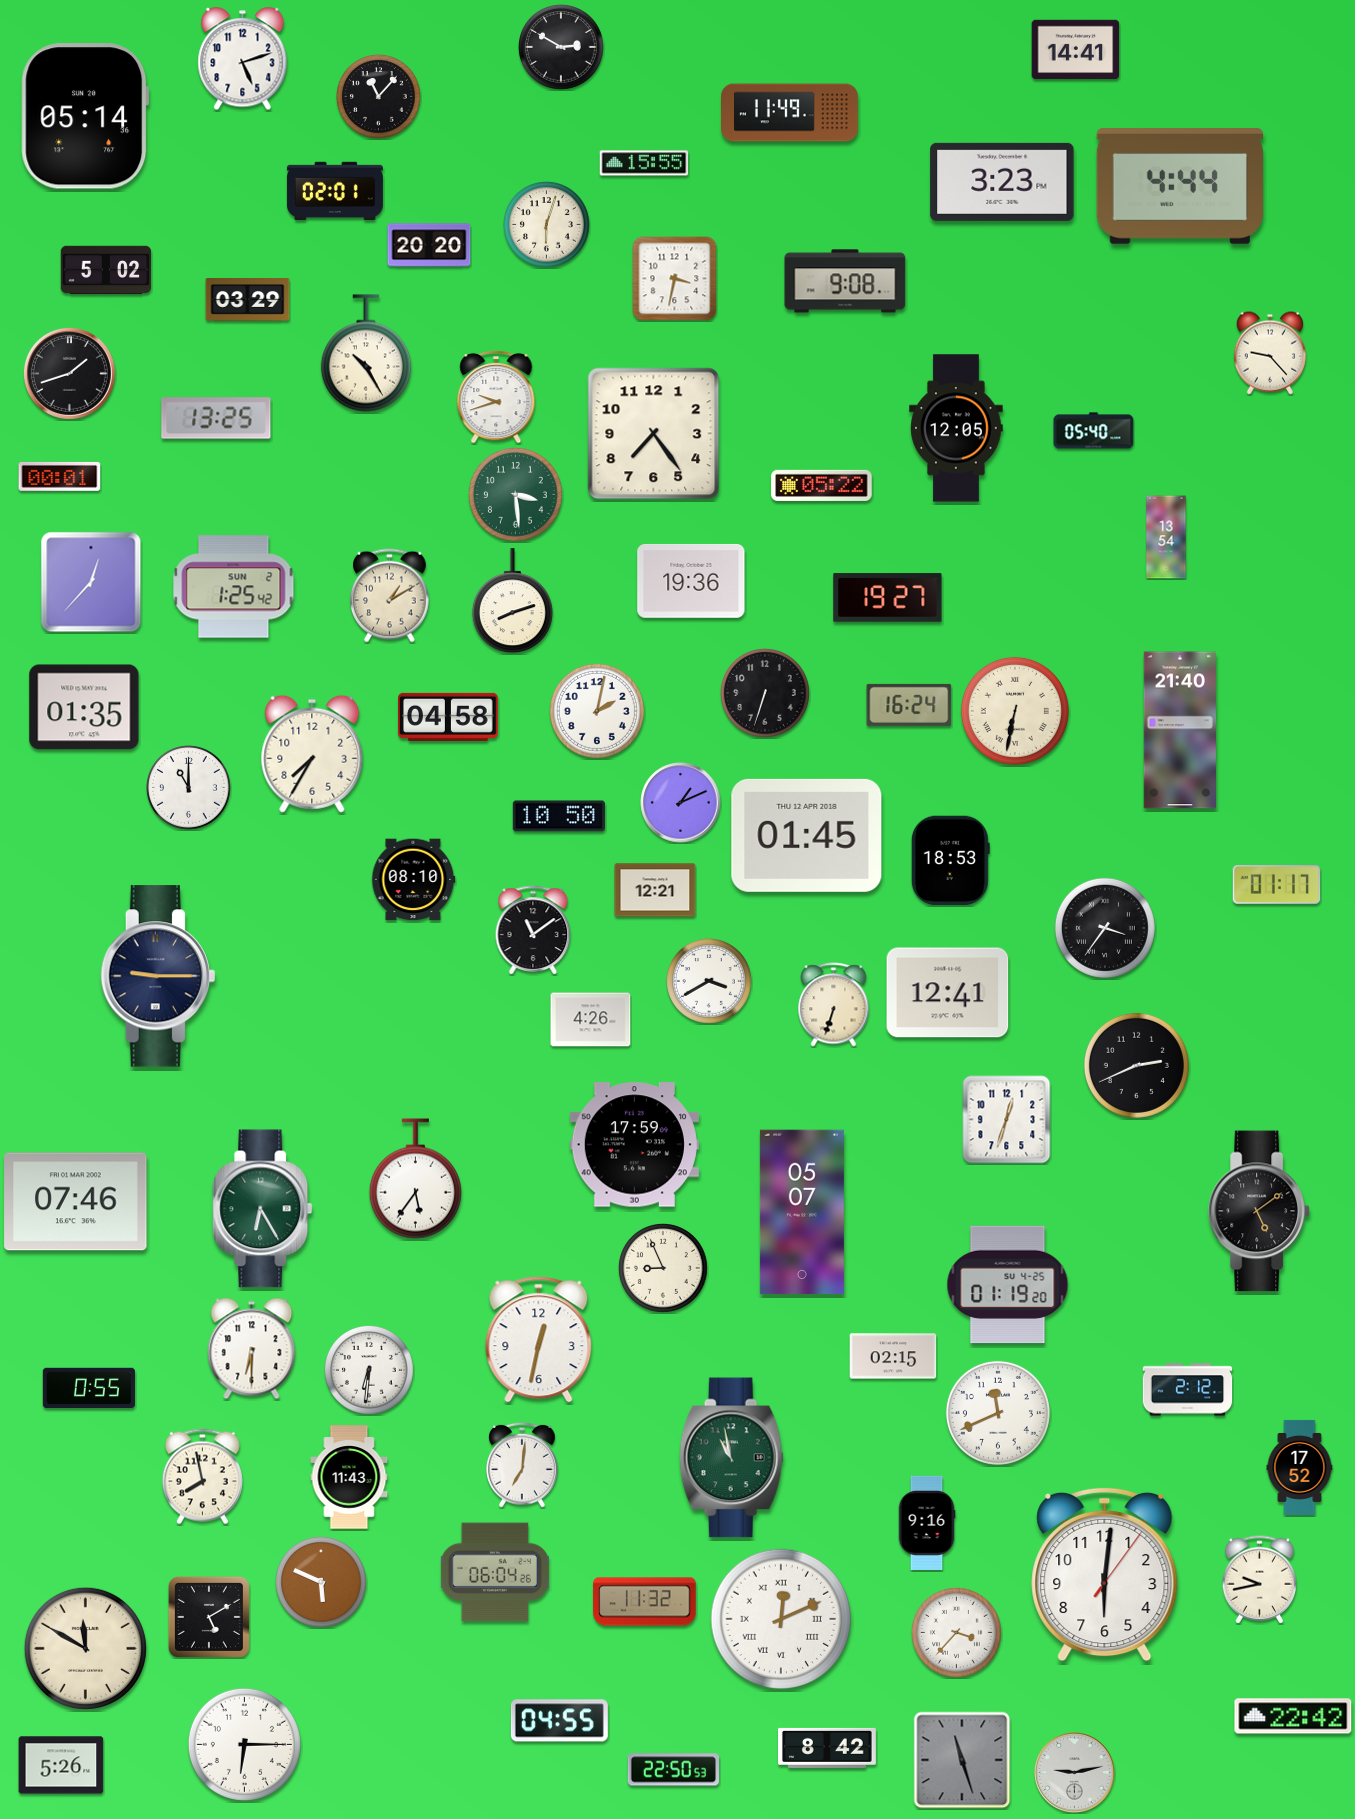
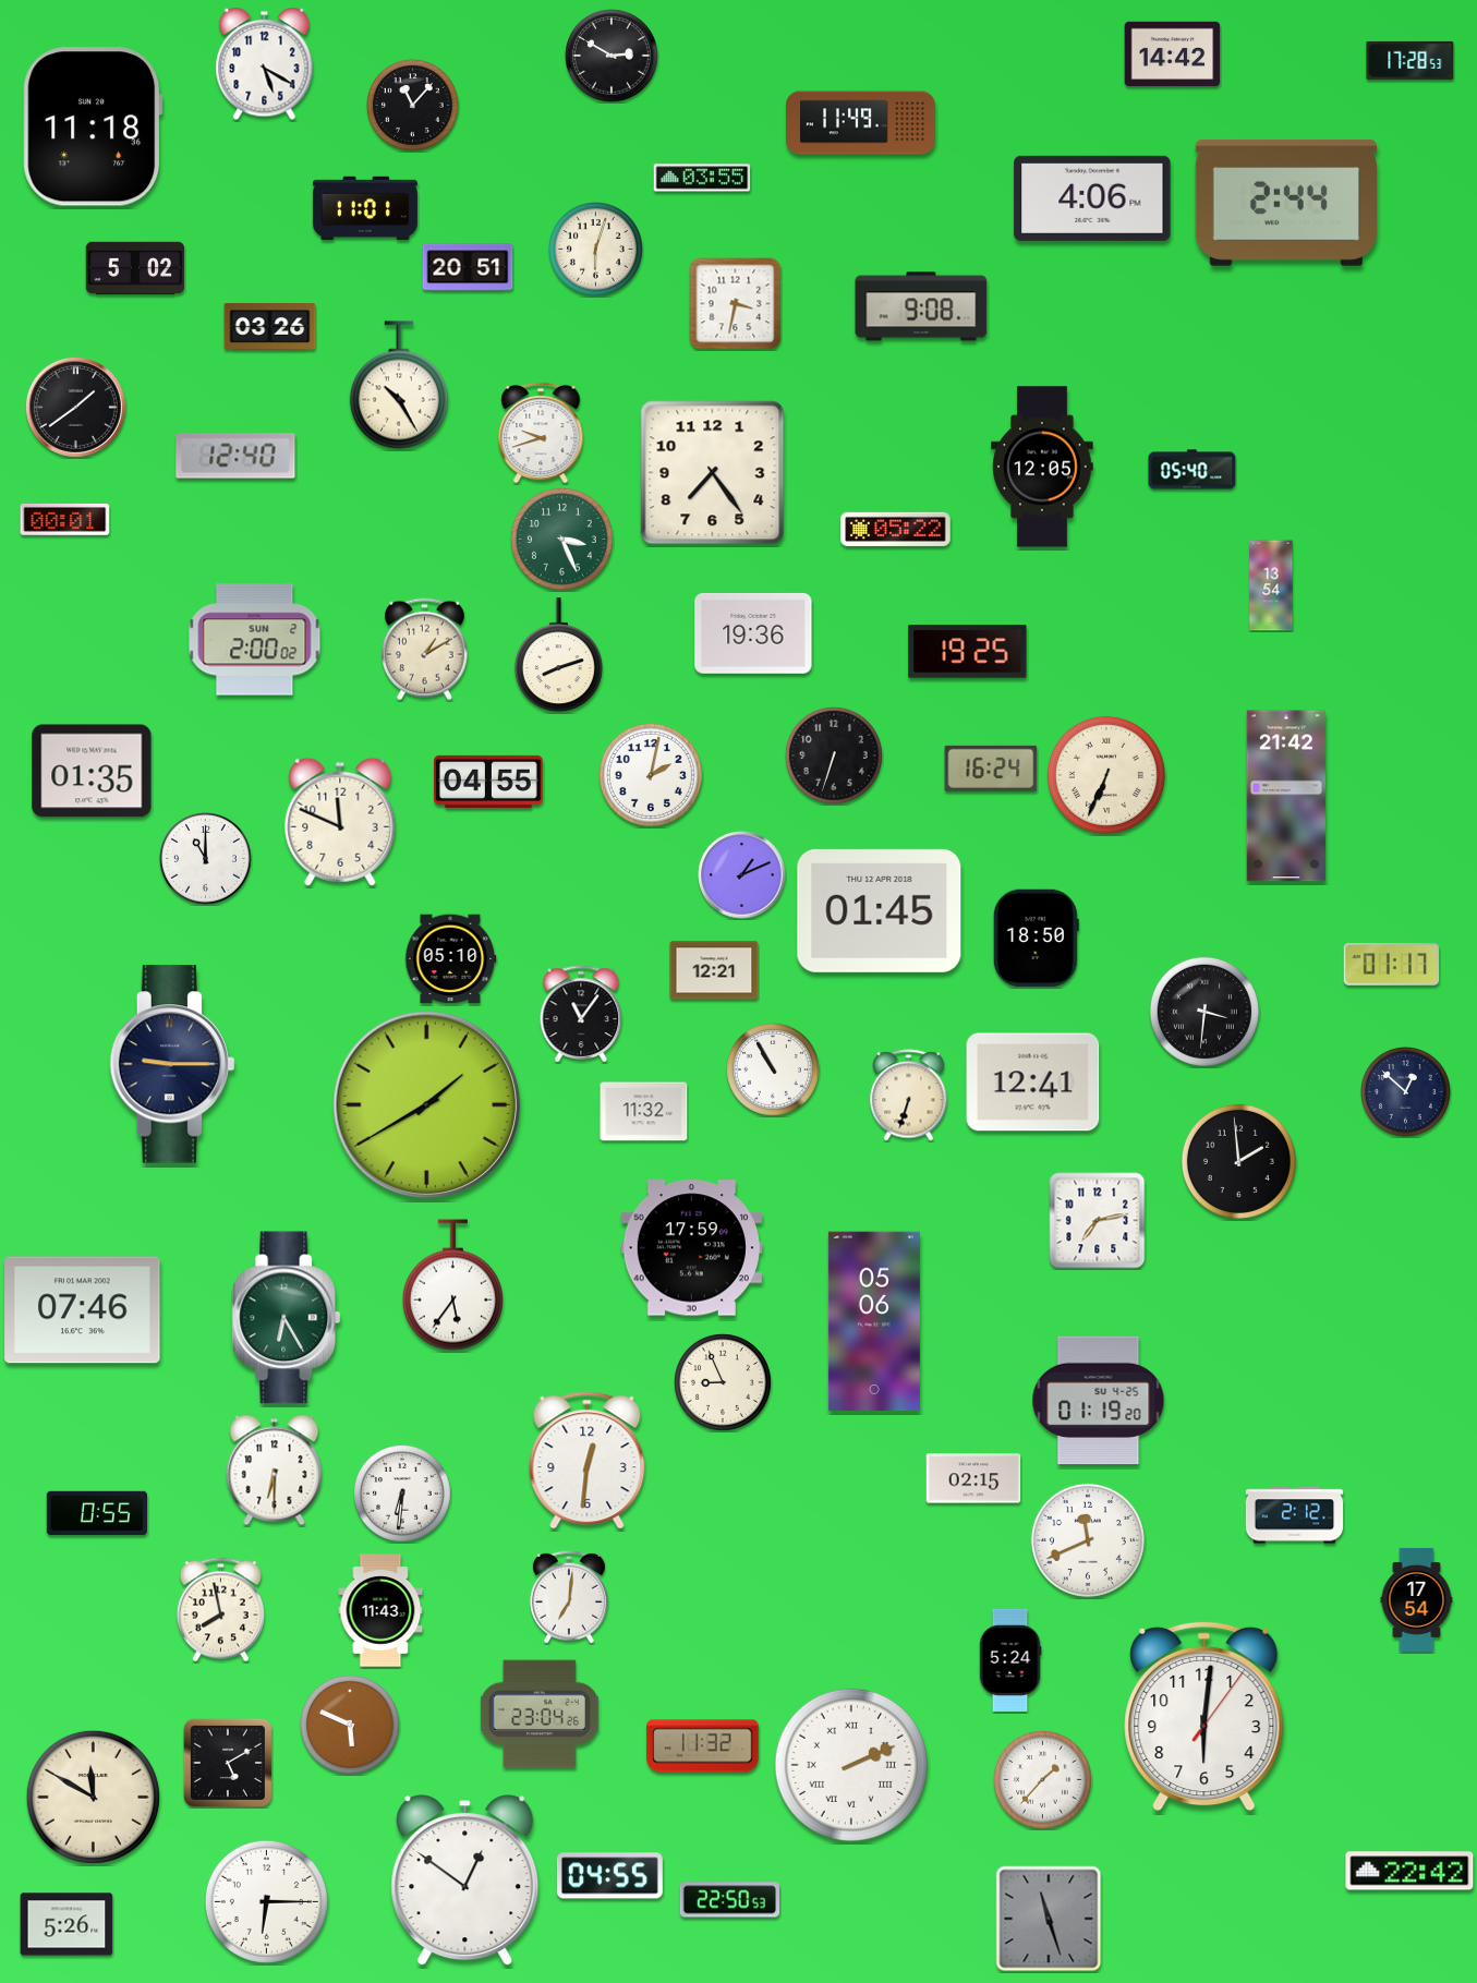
clock at (562, 48) position: (562, 48) -> (613, 57)
clock at (1076, 50): 14:41 -> 14:42
clock at (1411, 60): none -> 17:28
clock at (243, 59): 5:12 -> 5:20
clock at (85, 116): 05:14 -> 11:18
clock at (644, 163): 15:55 -> 03:55
clock at (1002, 182): 3:23 -> 4:06
clock at (1179, 186): 4:44 -> 2:44
clock at (335, 190): 02:01 -> 11:01
clock at (547, 225) position: (547, 225) -> (596, 250)
clock at (429, 245): 20:20 -> 20:51
clock at (106, 270) position: (106, 270) -> (135, 268)
clock at (248, 300): 03:29 -> 03:26
clock at (1270, 353): 9:23 -> none
clock at (69, 373): 1:42 -> 1:39
clock at (216, 418): 13:25 -> 12:40
clock at (515, 494): 3:29 -> 3:26
clock at (91, 582): 12:37 -> none
clock at (234, 587): 1:25 -> 2:00
clock at (888, 598): 19:27 -> 19:25
clock at (1015, 711): 6:32 -> 6:34
clock at (448, 717): 04:58 -> 04:55
clock at (1179, 730): 21:40 -> 21:42
clock at (312, 754): 7:35 -> 11:49
clock at (559, 816): 10:50 -> none
clock at (950, 861): 18:53 -> 18:50
clock at (413, 880): 08:10 -> 05:10
clock at (1105, 928): 3:36 -> 3:31
clock at (533, 930): 11:09 -> 11:06
clock at (710, 982): 3:40 -> 10:55
clock at (1406, 1092): none -> 12:52
clock at (427, 1105): none -> 1:40
clock at (591, 1020): 4:26 -> 11:32
clock at (1136, 1065): 2:41 -> 1:59
clock at (1007, 1120): 12:33 -> 7:13
clock at (1259, 1211): 5:09 -> none
clock at (802, 1212): 05:07 -> 05:06
clock at (539, 1340): 12:32 -> 12:31
clock at (731, 1458): 10:58 -> none
clock at (1300, 1467): 17:52 -> 17:54
clock at (927, 1523): 9:16 -> 5:24
clock at (495, 1572): 06:04 -> 23:04
clock at (1259, 1580): 9:43 -> none
clock at (781, 1619): 12:11 -> 2:11
clock at (956, 1632): 3:37 -> 1:37
clock at (465, 1881): none -> 12:51
clock at (827, 1748): 8:42 -> none
clock at (673, 1770) position: (673, 1770) -> (729, 1900)
clock at (1075, 1773): 9:13 -> none
